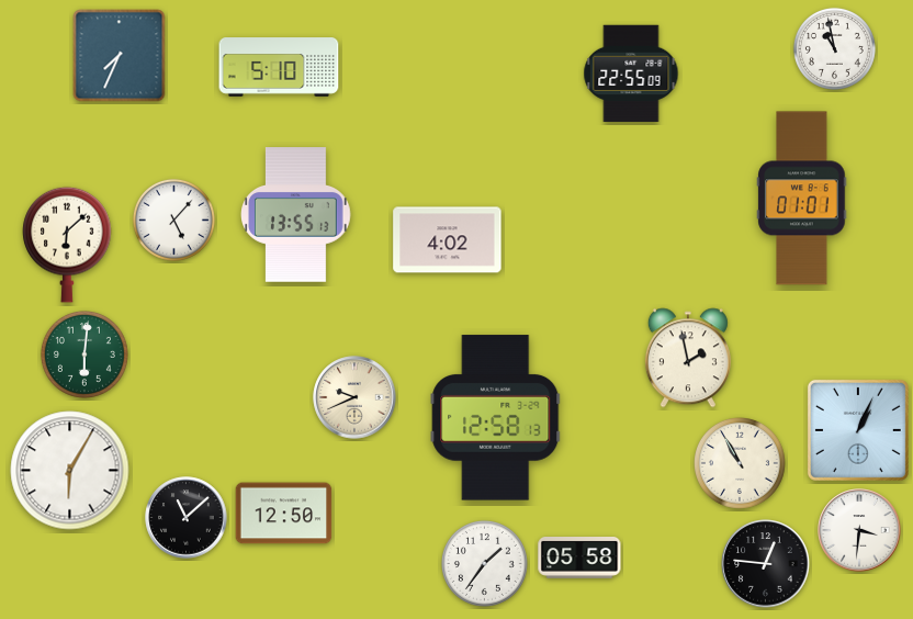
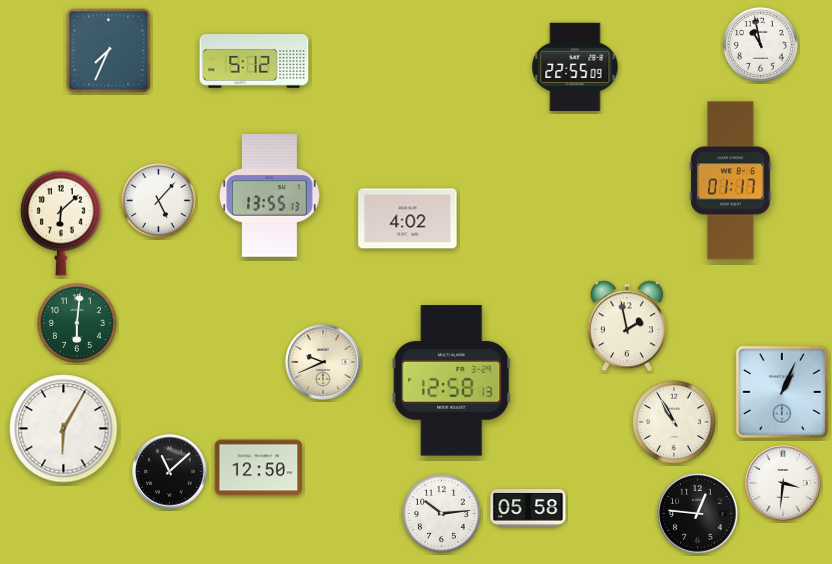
clock at (279, 67): 5:10 -> 5:12
clock at (802, 199): 01:01 -> 01:17
clock at (484, 563): 1:36 -> 10:14
